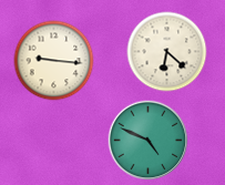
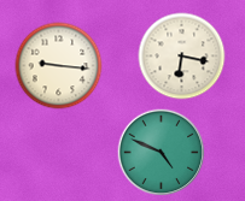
clock at (167, 52): 6:22 -> 6:17
